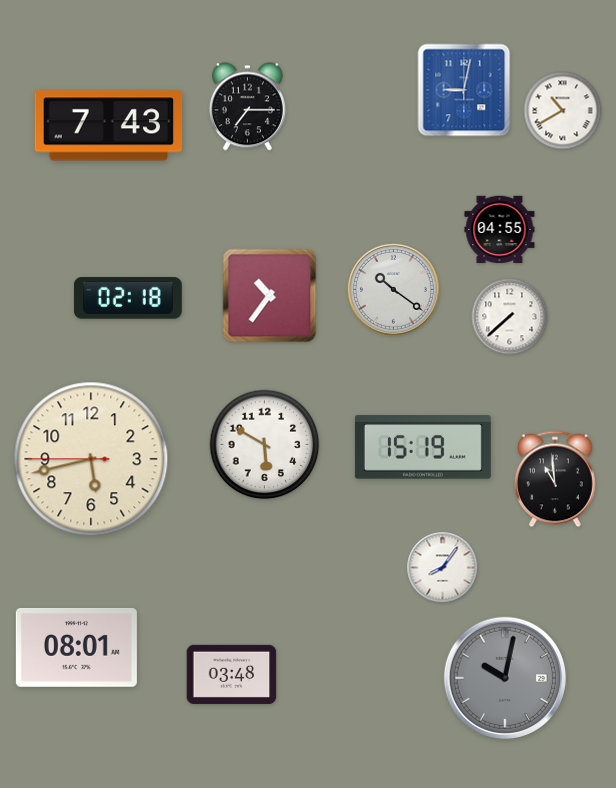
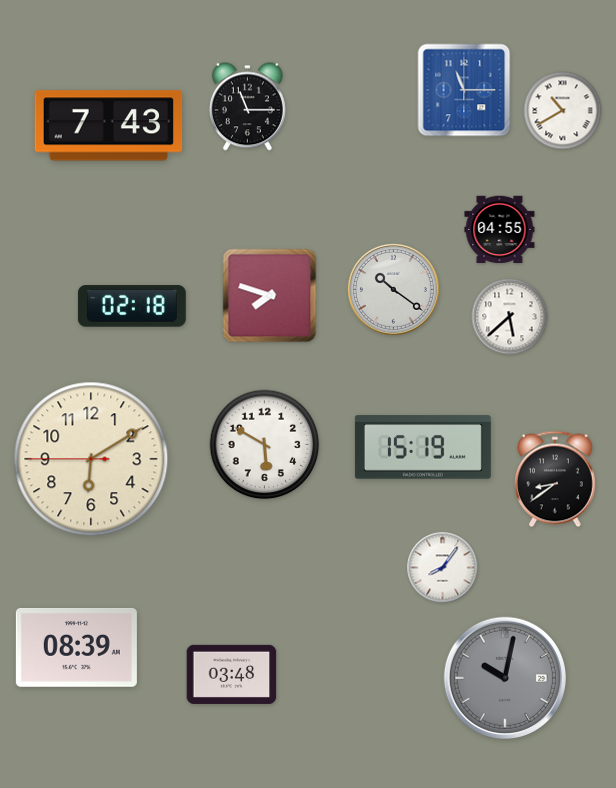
clock at (464, 90): 9:02 -> 11:15
clock at (247, 107): 7:15 -> 11:15
clock at (270, 296): 10:36 -> 7:48
clock at (128, 298) position: (128, 298) -> (132, 306)
clock at (510, 317): 7:38 -> 5:38
clock at (91, 459): 5:42 -> 6:09
clock at (555, 479): 10:59 -> 8:39
clock at (76, 647): 08:01 -> 08:39
